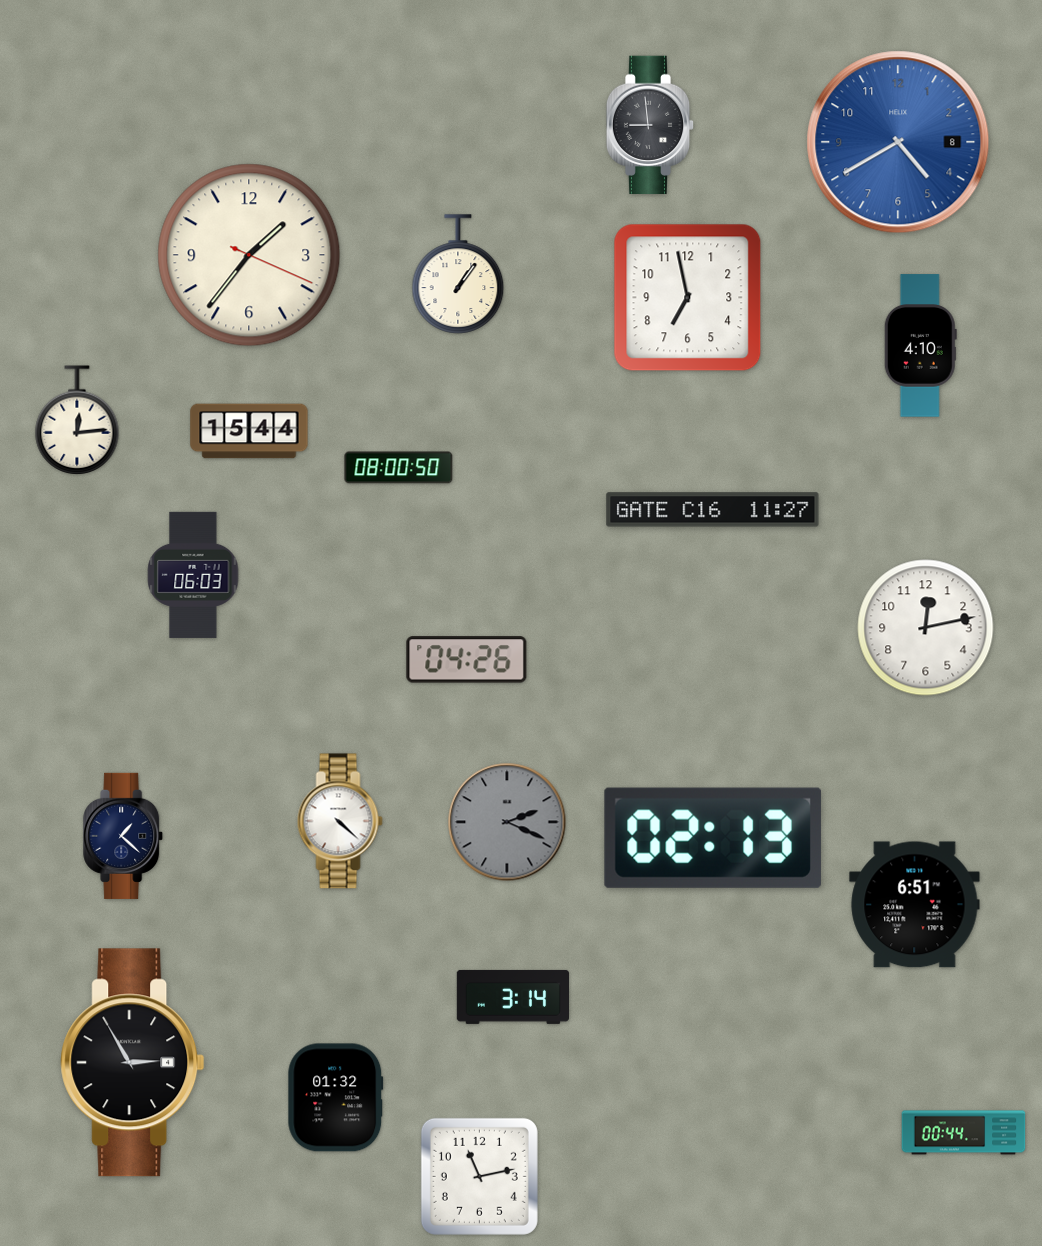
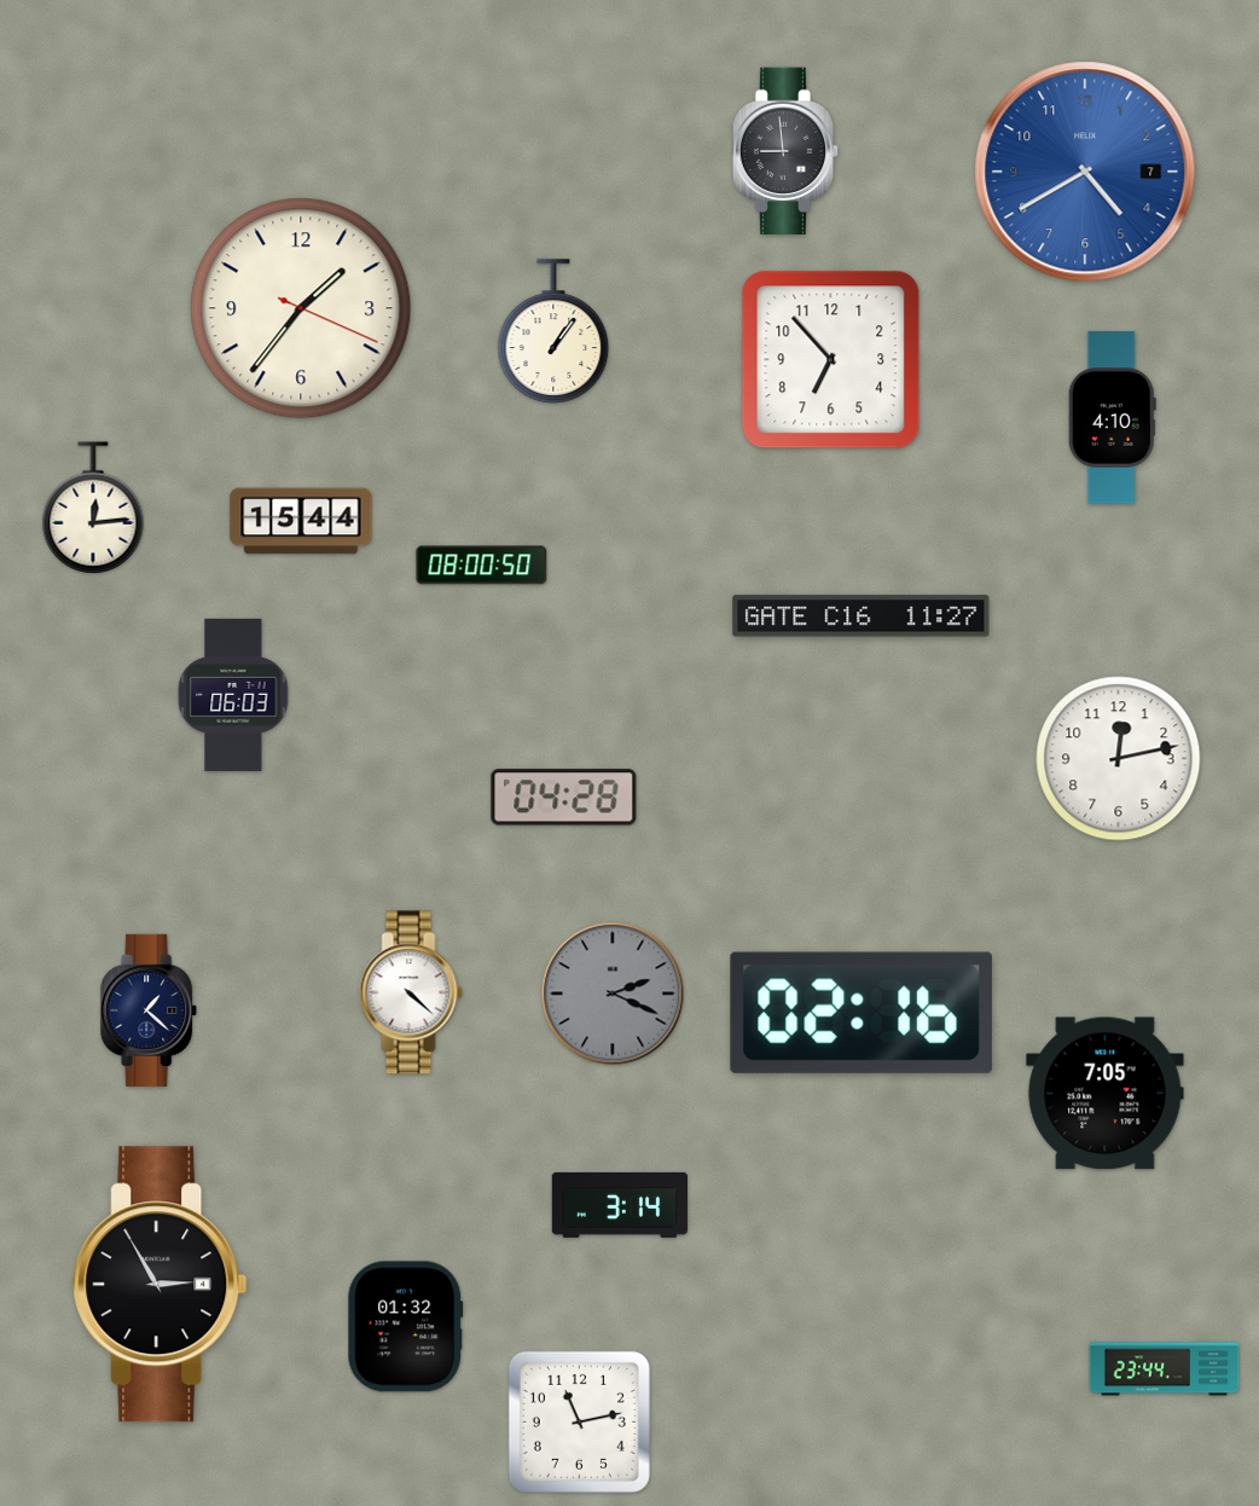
clock at (898, 142) date: 8 -> 7
clock at (688, 298): 6:58 -> 6:53
clock at (467, 660): 04:26 -> 04:28
clock at (713, 838): 02:13 -> 02:16
clock at (915, 905): 6:51 -> 7:05
clock at (964, 1133): 00:44 -> 23:44
